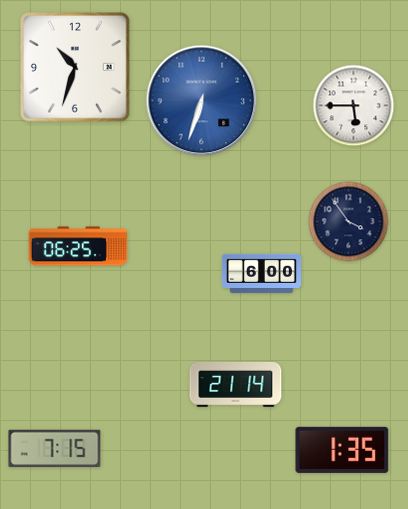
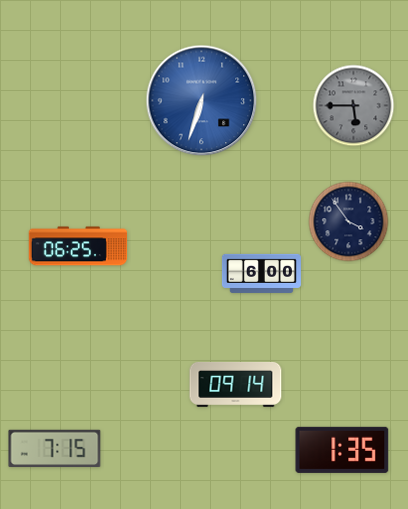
clock at (76, 68): 10:33 -> none
clock at (354, 106) dial: white -> grey
clock at (236, 384): 21:14 -> 09:14
